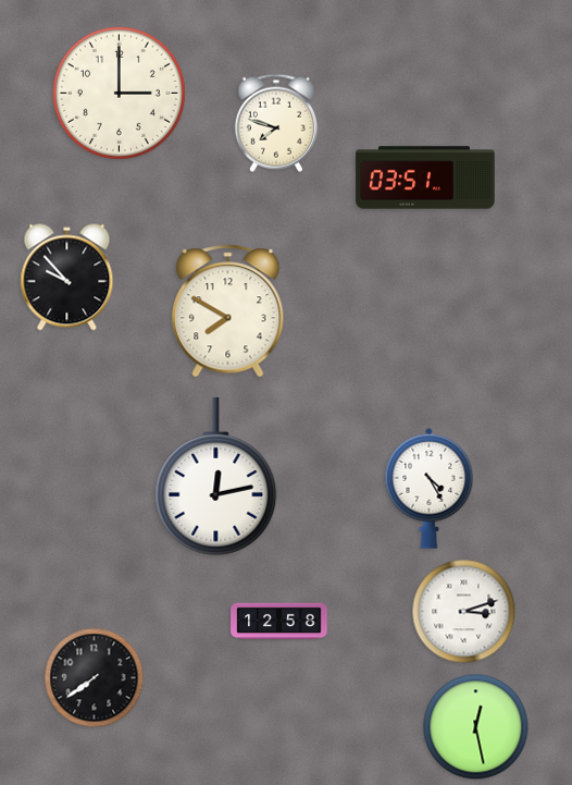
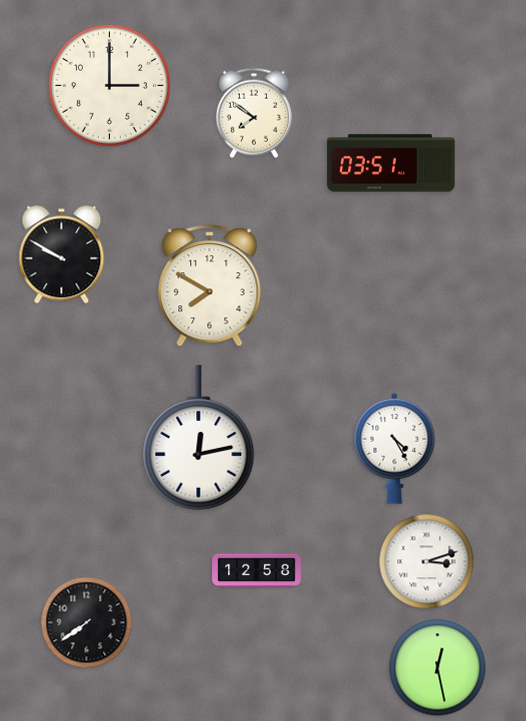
clock at (276, 123): 7:48 -> 7:51
clock at (67, 278): 9:53 -> 9:50
